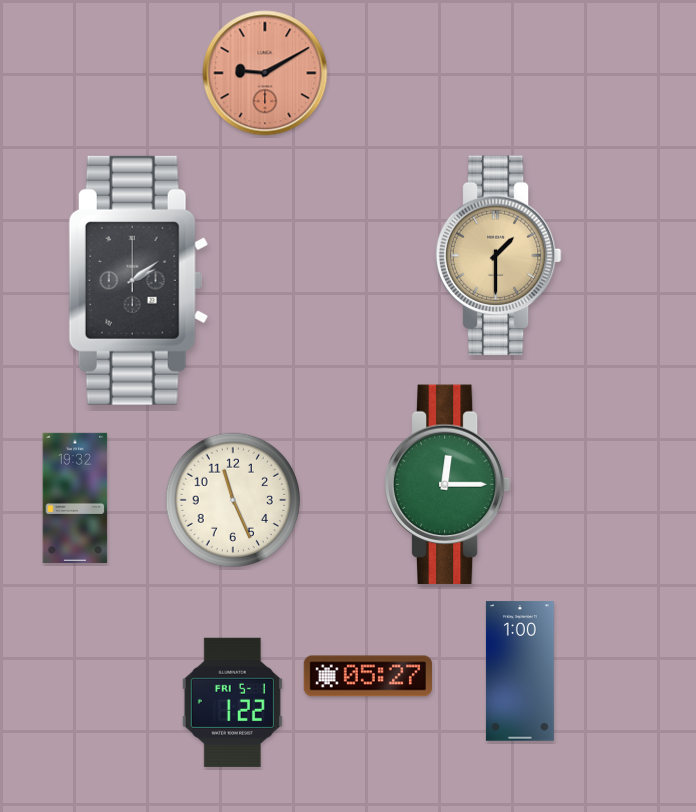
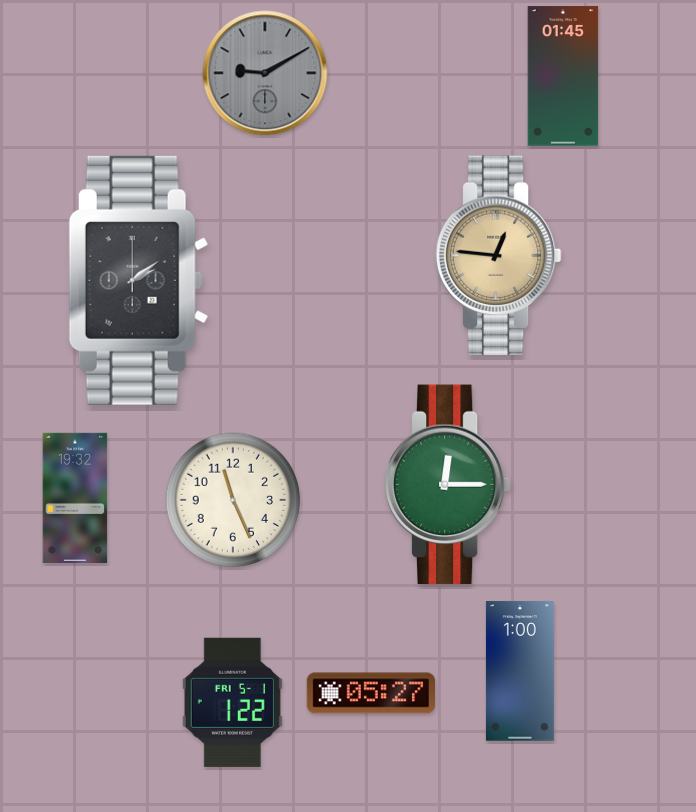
clock at (265, 73) dial: salmon -> grey
clock at (563, 76): none -> 01:45
clock at (498, 256): 1:30 -> 12:46
clock at (367, 676) position: (367, 676) -> (370, 693)
